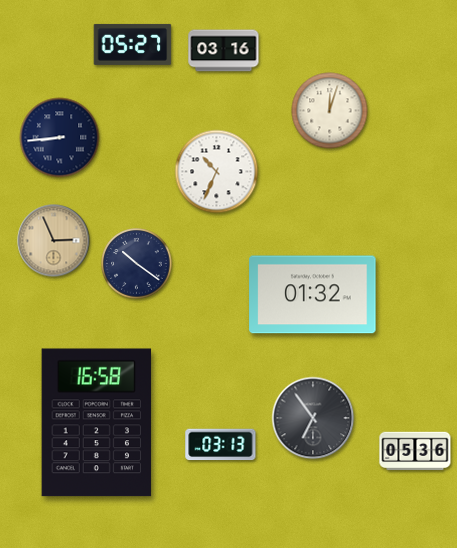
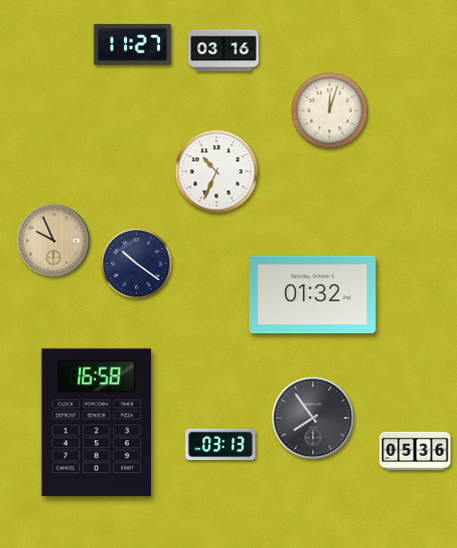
clock at (133, 44): 05:27 -> 11:27
clock at (60, 138): 8:44 -> none
clock at (54, 241): 2:56 -> 9:56
clock at (313, 418): 6:54 -> 7:54
